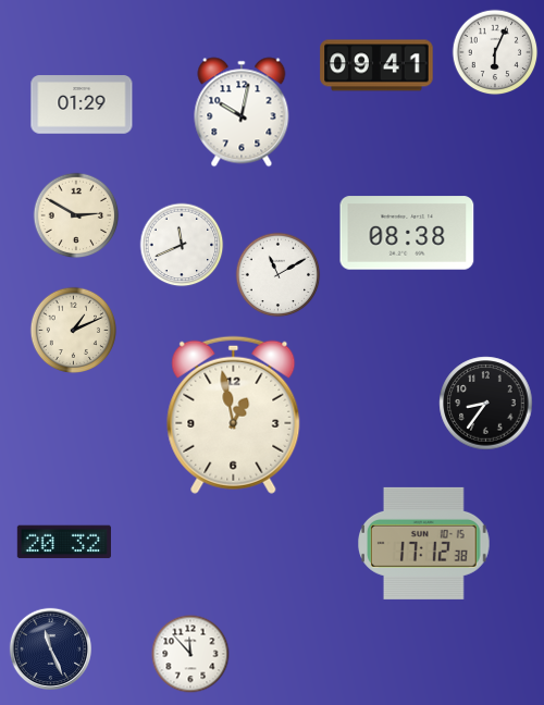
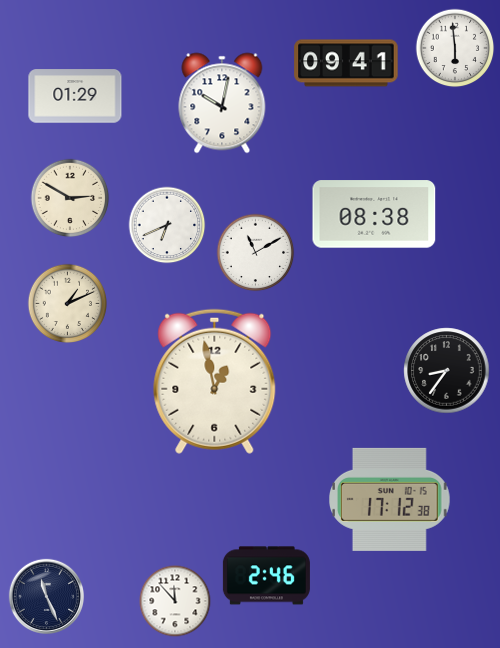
clock at (495, 52): 6:04 -> 5:59
clock at (376, 65) position: (376, 65) -> (346, 63)
clock at (182, 245): 11:41 -> 6:41
clock at (64, 542): 20:32 -> none
clock at (266, 576): none -> 2:46
